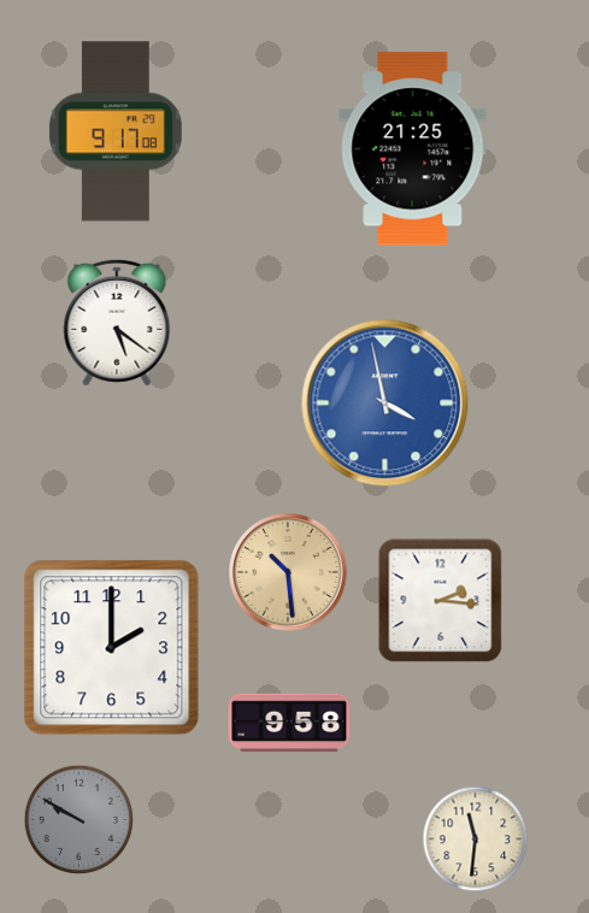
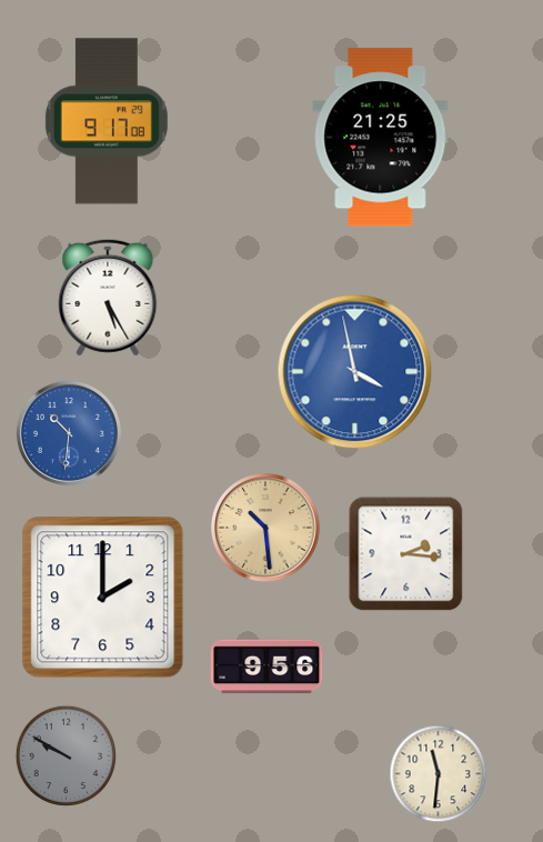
clock at (117, 323): 5:21 -> 5:25
clock at (69, 433): none -> 10:31
clock at (289, 723): 9:58 -> 9:56
clock at (79, 820) position: (79, 820) -> (67, 756)
